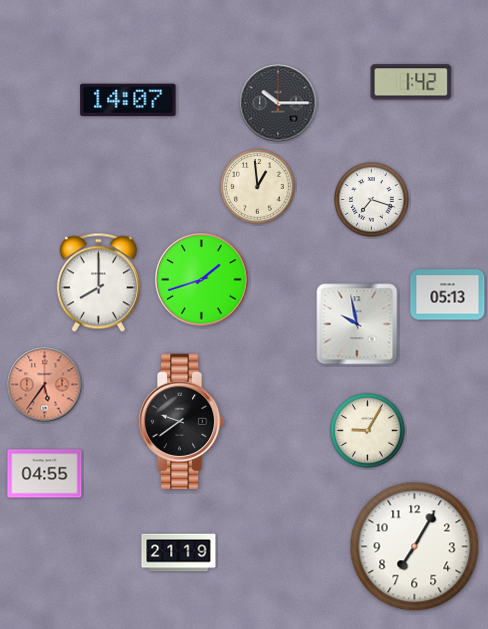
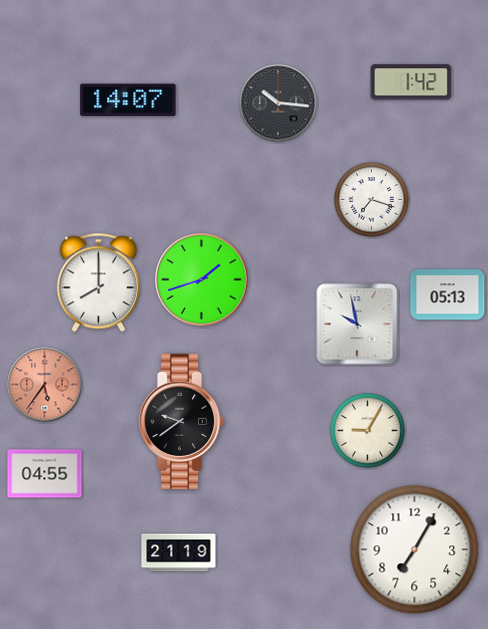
clock at (278, 103): 10:15 -> 10:16
clock at (258, 187): 12:59 -> none
clock at (415, 547) position: (415, 547) -> (415, 550)
